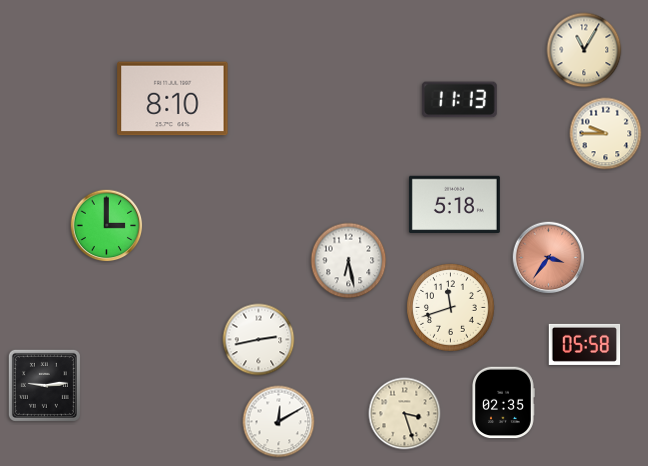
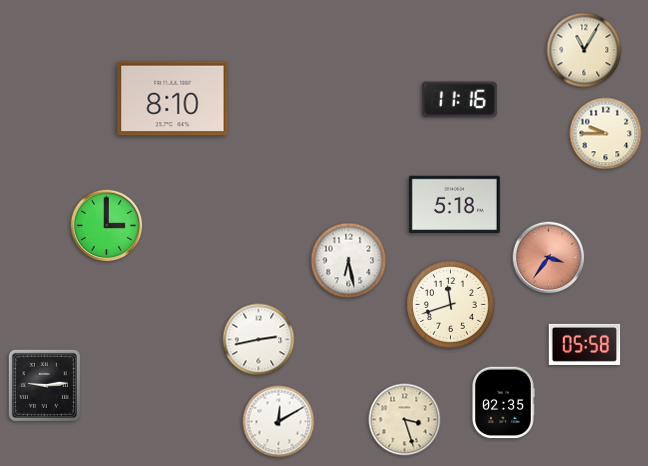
clock at (459, 100): 11:13 -> 11:16
clock at (451, 308) position: (451, 308) -> (451, 305)
clock at (405, 414) position: (405, 414) -> (405, 420)
